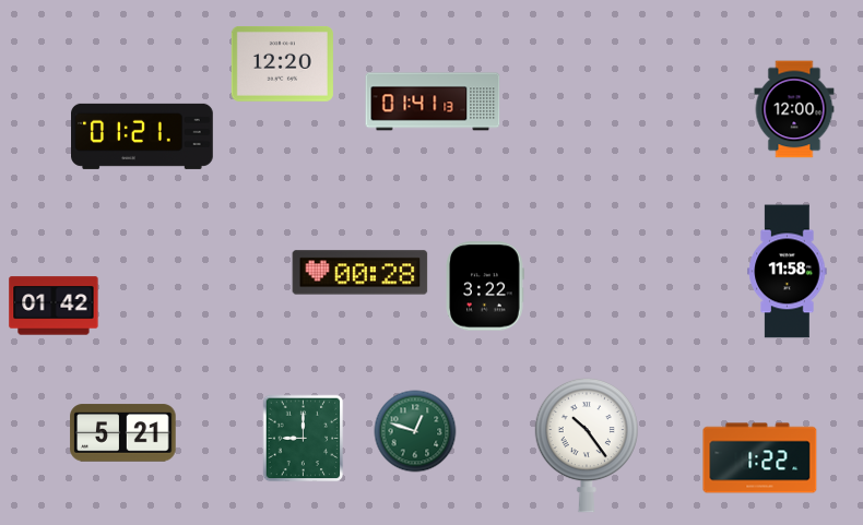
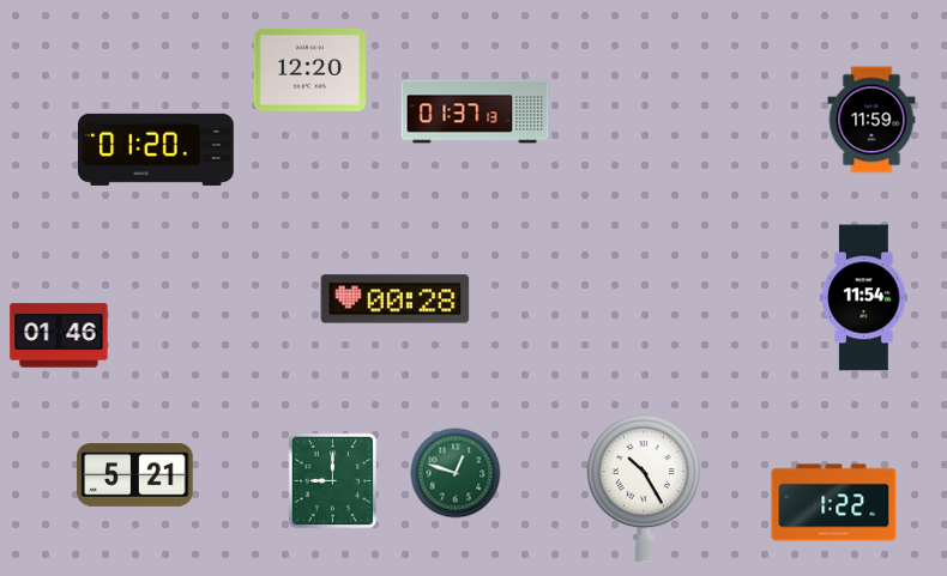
clock at (433, 102): 01:41 -> 01:37
clock at (794, 109): 12:00 -> 11:59
clock at (143, 136): 01:21 -> 01:20
clock at (788, 272): 11:58 -> 11:54
clock at (485, 286): 3:22 -> none
clock at (54, 306): 01:42 -> 01:46
clock at (587, 445): 10:24 -> 10:25
